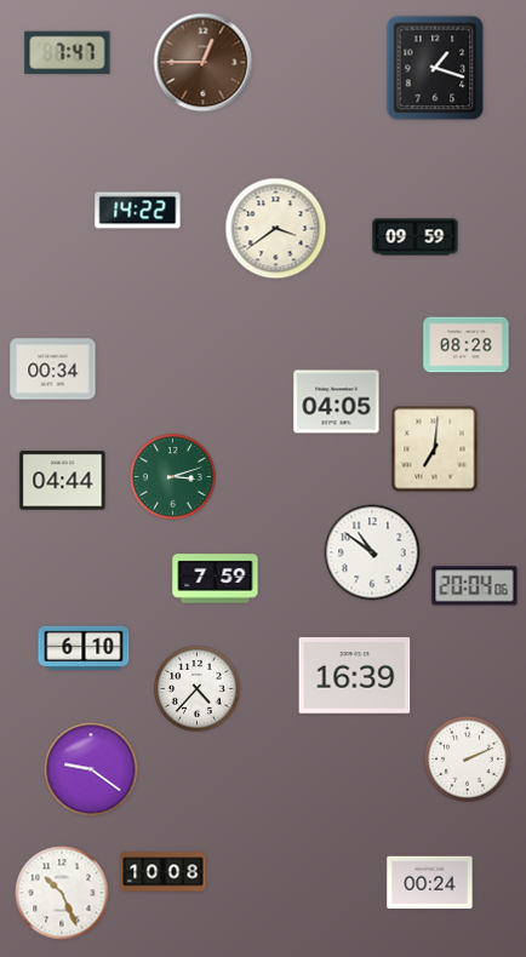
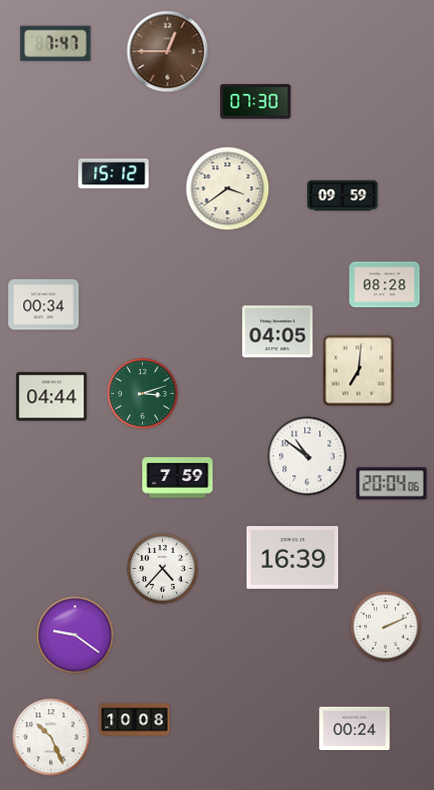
clock at (435, 68): 1:18 -> none
clock at (256, 102): none -> 07:30
clock at (138, 211): 14:22 -> 15:12
clock at (84, 648): 6:10 -> none
